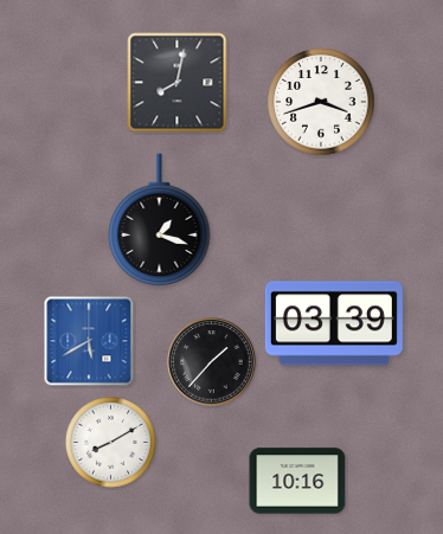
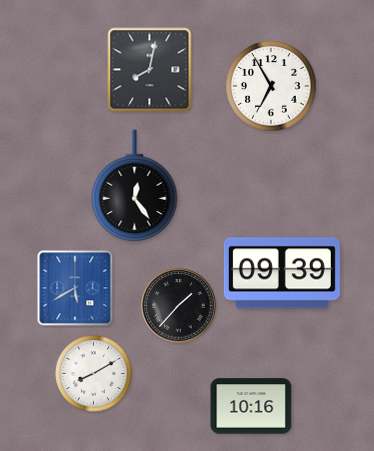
clock at (321, 102): 3:42 -> 6:55
clock at (160, 220): 1:18 -> 12:24
clock at (334, 323): 03:39 -> 09:39
